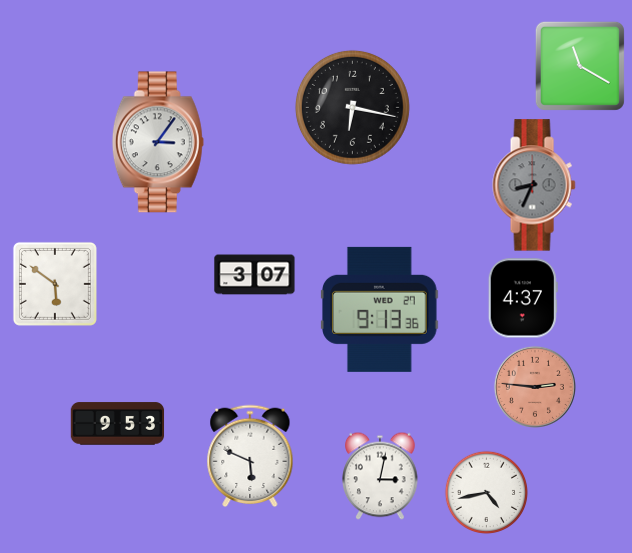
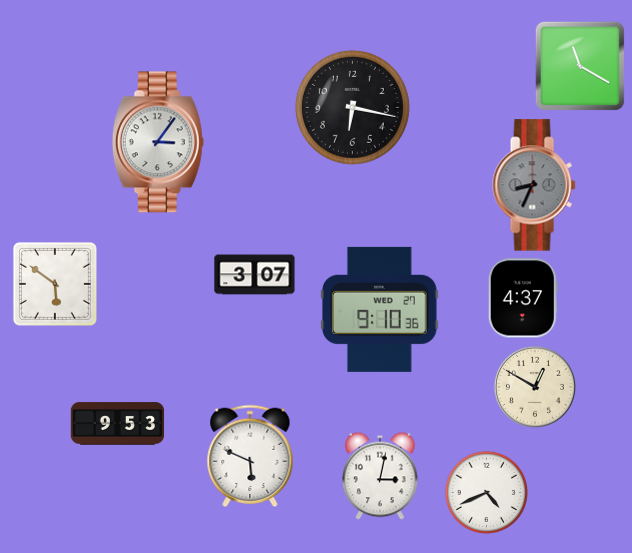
clock at (380, 309): 9:13 -> 9:10
clock at (535, 387): 2:46 -> 12:50
clock at (535, 387) dial: salmon -> cream
clock at (486, 492): 4:43 -> 4:41
